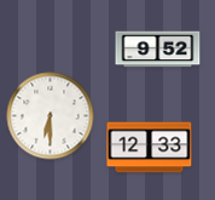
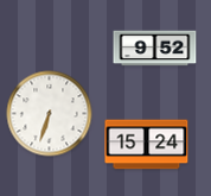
clock at (51, 116): 6:30 -> 6:33
clock at (150, 148): 12:33 -> 15:24
